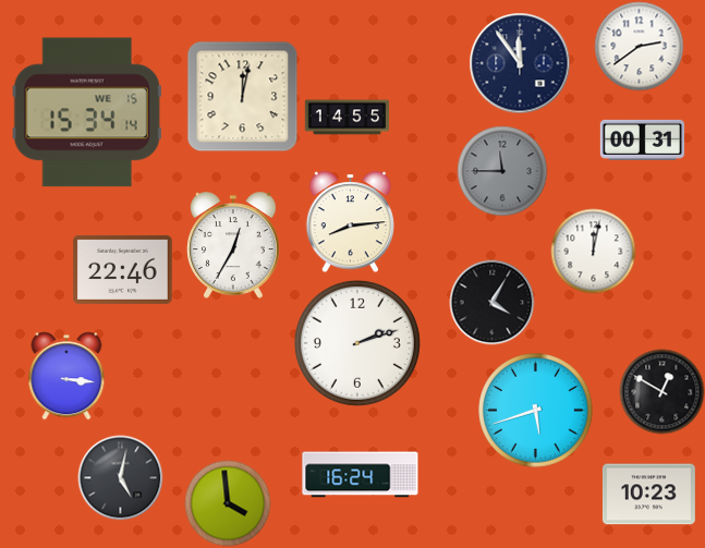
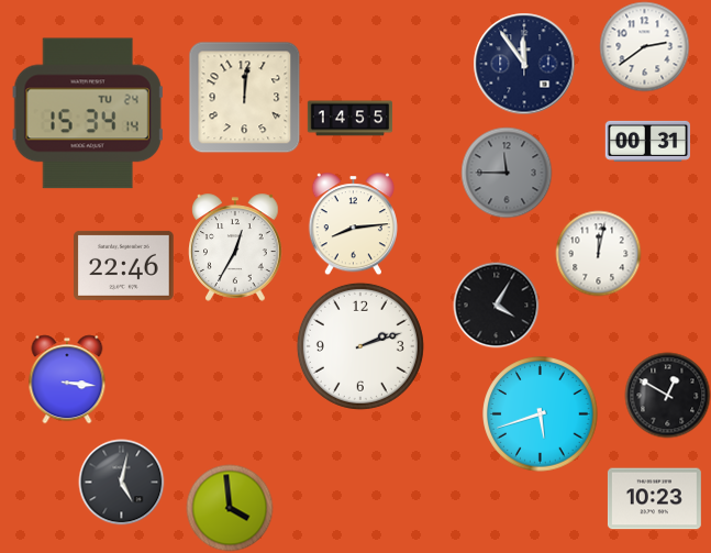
clock at (242, 96): 12:02 -> 12:01
clock at (87, 112) date: WE 15 -> TU 24
clock at (123, 269) position: (123, 269) -> (124, 265)
clock at (361, 475): 16:24 -> none
